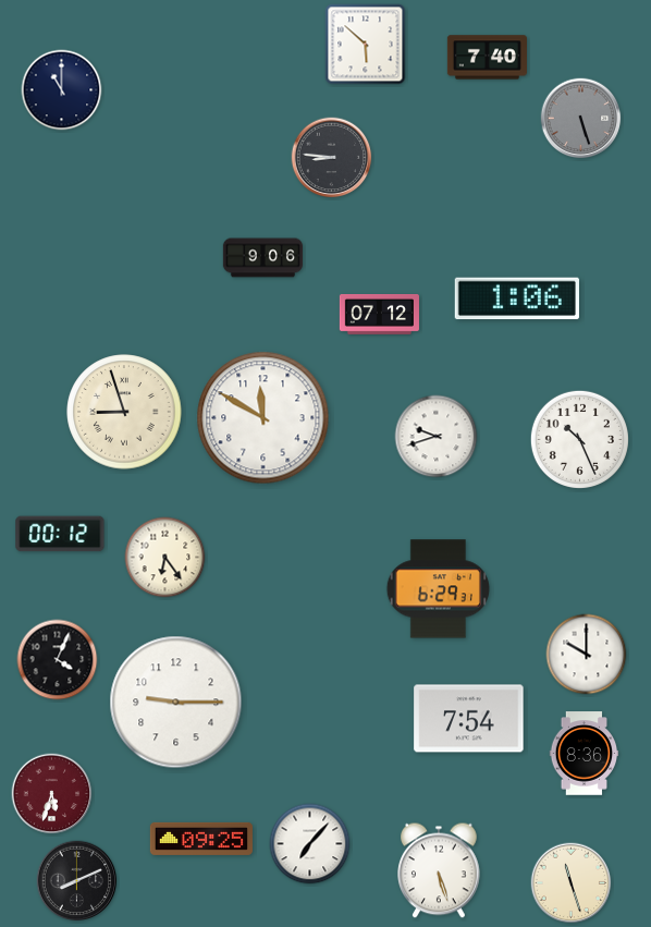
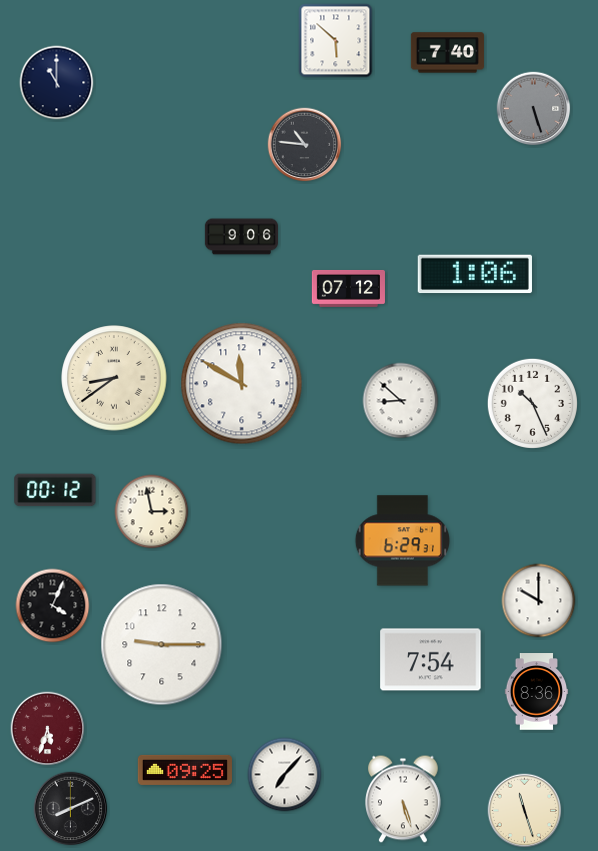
clock at (332, 158): 8:46 -> 10:46
clock at (124, 412): 8:57 -> 8:39
clock at (437, 437): 9:42 -> 8:52
clock at (165, 558): 6:24 -> 2:58
